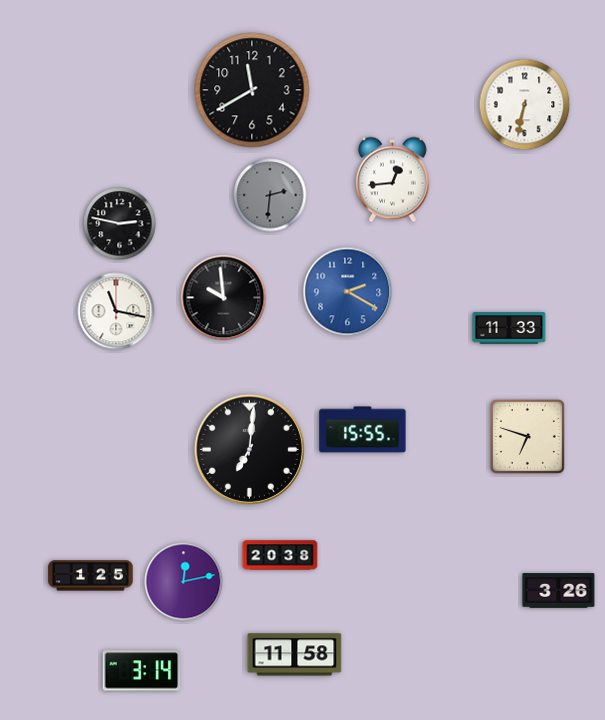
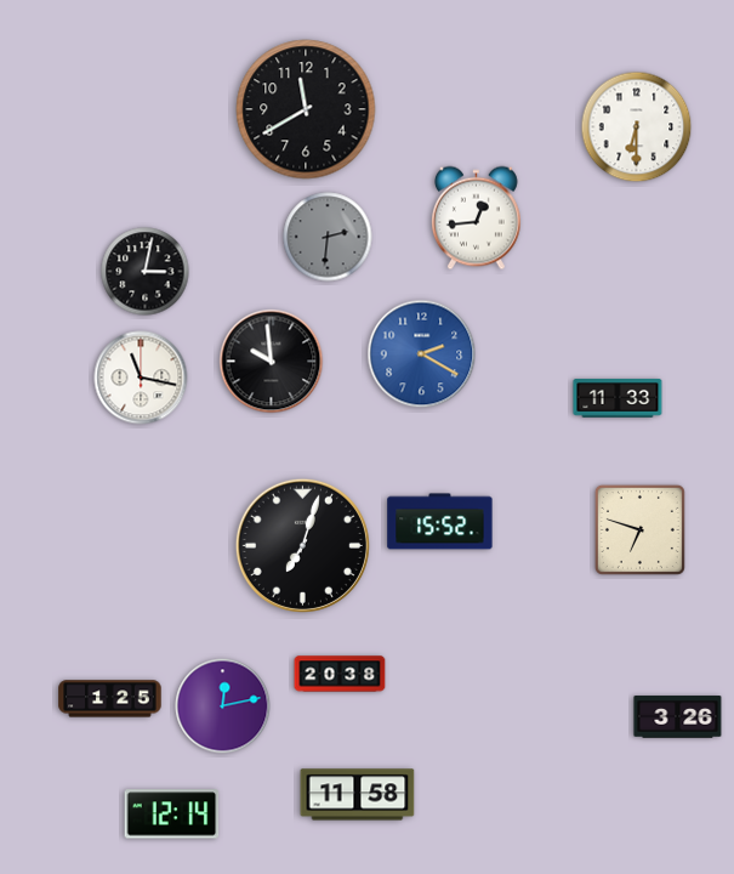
clock at (525, 105): 6:32 -> 6:30
clock at (120, 224): 2:47 -> 3:02
clock at (363, 430): 15:55 -> 15:52
clock at (249, 449): 7:01 -> 7:03
clock at (142, 671): 3:14 -> 12:14
